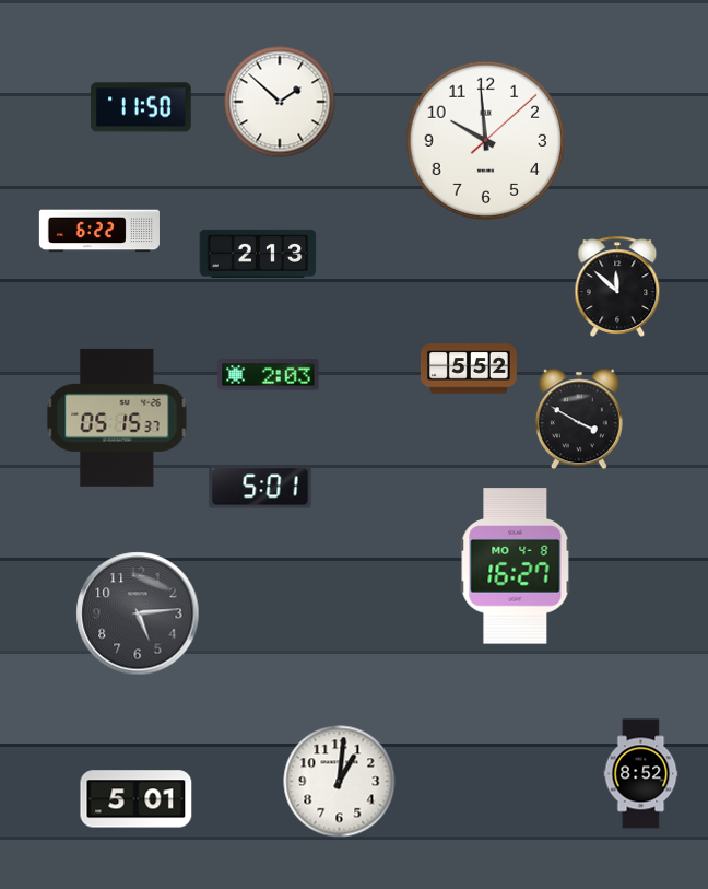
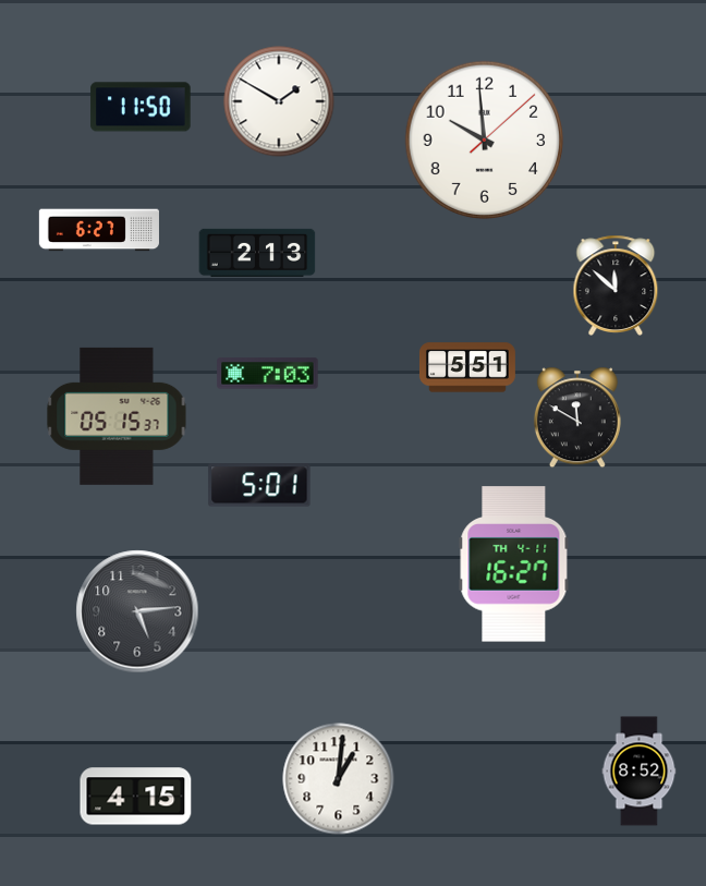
clock at (280, 102): 1:52 -> 1:50
clock at (99, 231): 6:22 -> 6:27
clock at (469, 369): 5:52 -> 5:51
clock at (269, 375): 2:03 -> 7:03
clock at (579, 419): 3:50 -> 11:50
clock at (516, 566) date: MO 4-8 -> TH 4-11
clock at (137, 799): 5:01 -> 4:15
